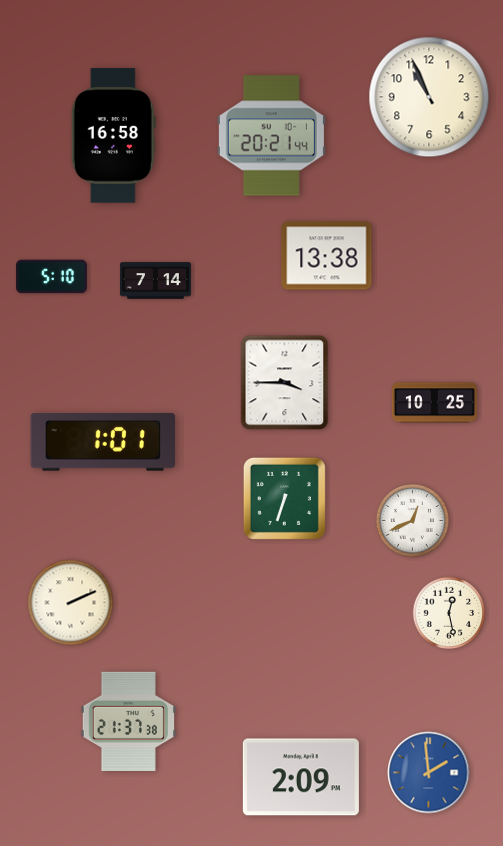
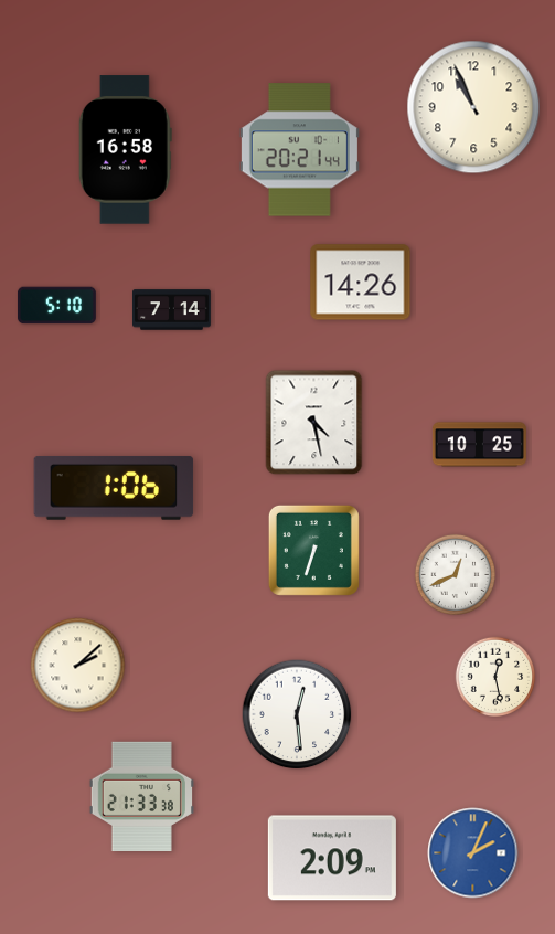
clock at (327, 256): 13:38 -> 14:26
clock at (285, 383): 3:45 -> 4:28
clock at (103, 442): 1:01 -> 1:06
clock at (71, 603): 2:11 -> 2:08
clock at (297, 714): none -> 12:29
clock at (128, 721): 21:37 -> 21:33
clock at (429, 773): 1:59 -> 2:04
